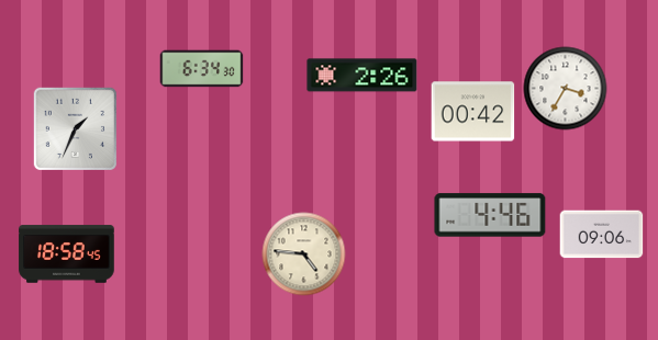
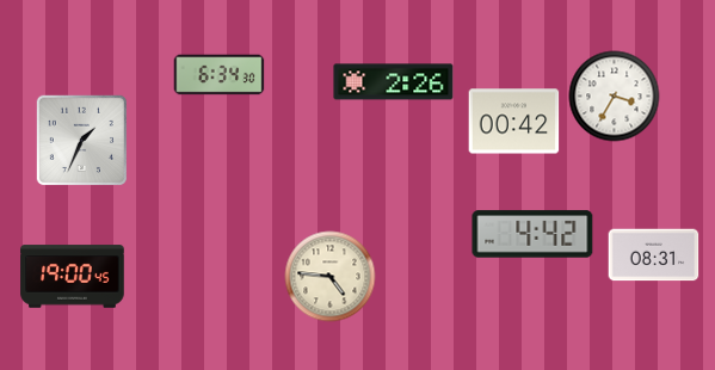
clock at (490, 215): 4:46 -> 4:42
clock at (602, 235): 09:06 -> 08:31
clock at (67, 254): 18:58 -> 19:00
